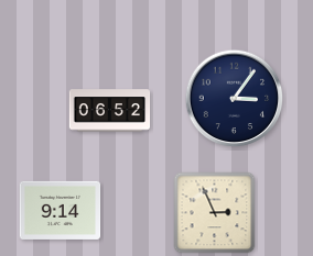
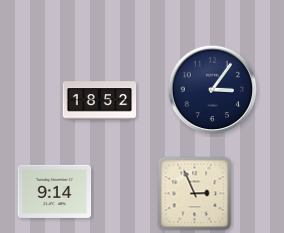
clock at (110, 111): 06:52 -> 18:52
